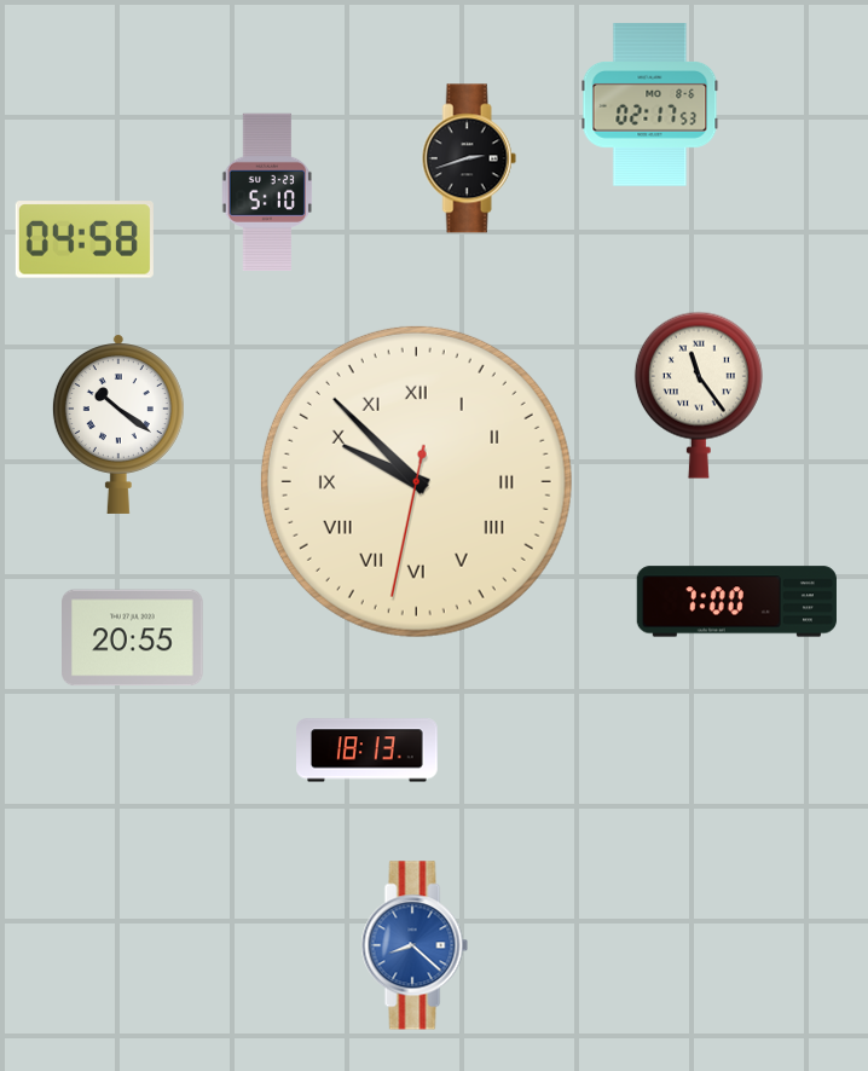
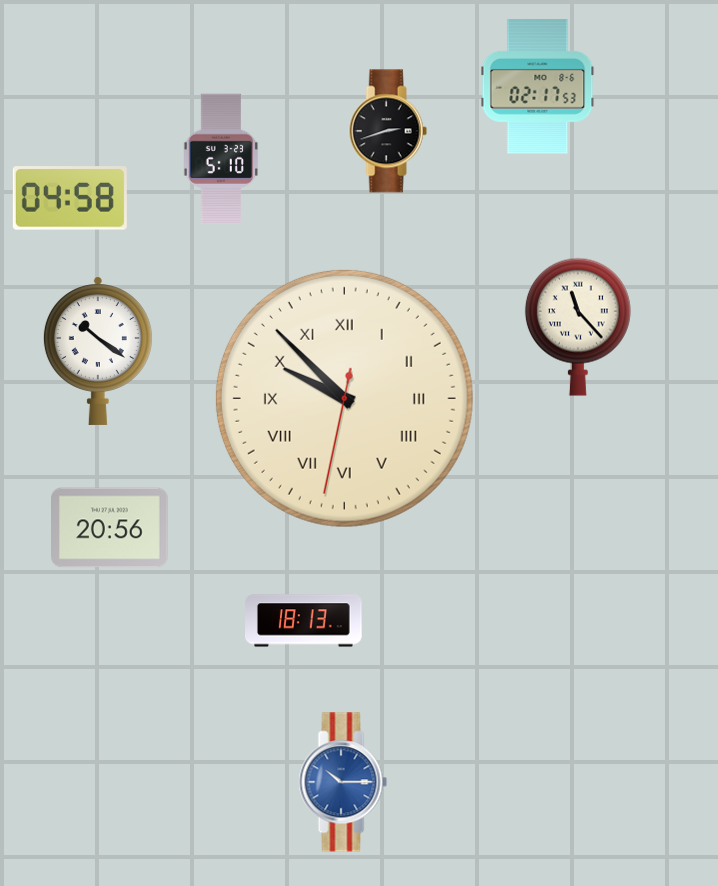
clock at (699, 395): 11:24 -> 11:23
clock at (736, 602): 7:00 -> none
clock at (133, 638): 20:55 -> 20:56
clock at (415, 945): 8:22 -> 10:15
